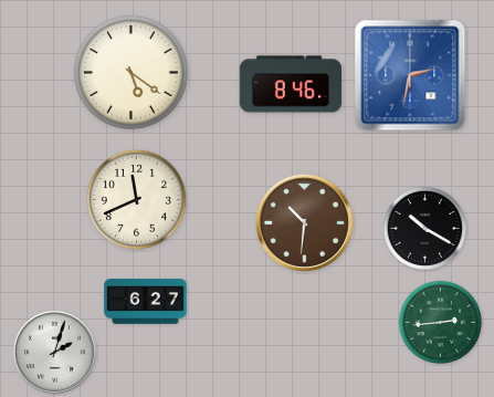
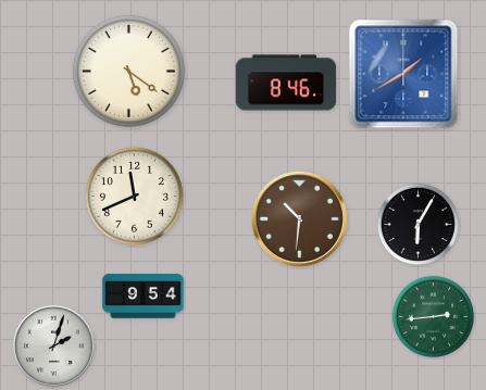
clock at (410, 75): 2:32 -> 1:40
clock at (424, 228): 10:20 -> 6:05
clock at (146, 302): 6:27 -> 9:54
